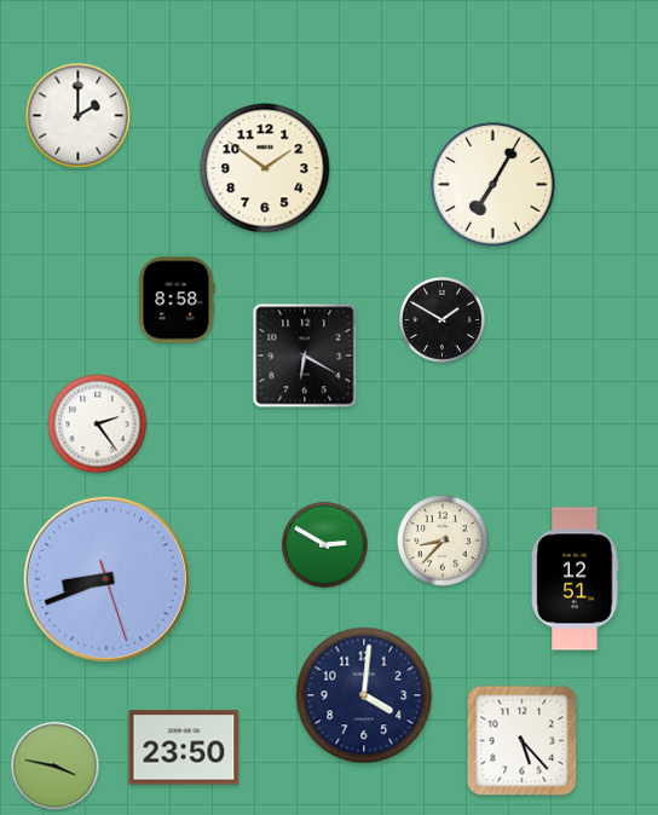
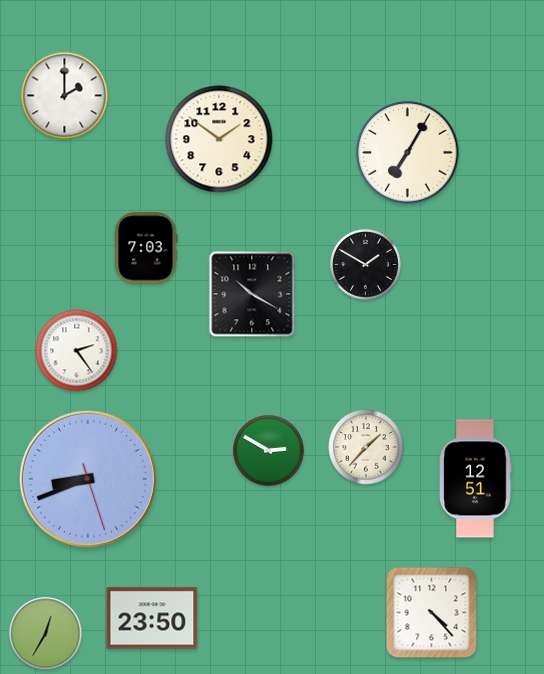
clock at (177, 300): 8:58 -> 7:03
clock at (305, 356): 6:20 -> 10:20
clock at (98, 424) position: (98, 424) -> (77, 351)
clock at (443, 541): 8:37 -> 1:37
clock at (364, 695): 4:01 -> none
clock at (523, 741): 5:23 -> 4:23
clock at (56, 767): 3:47 -> 12:35
